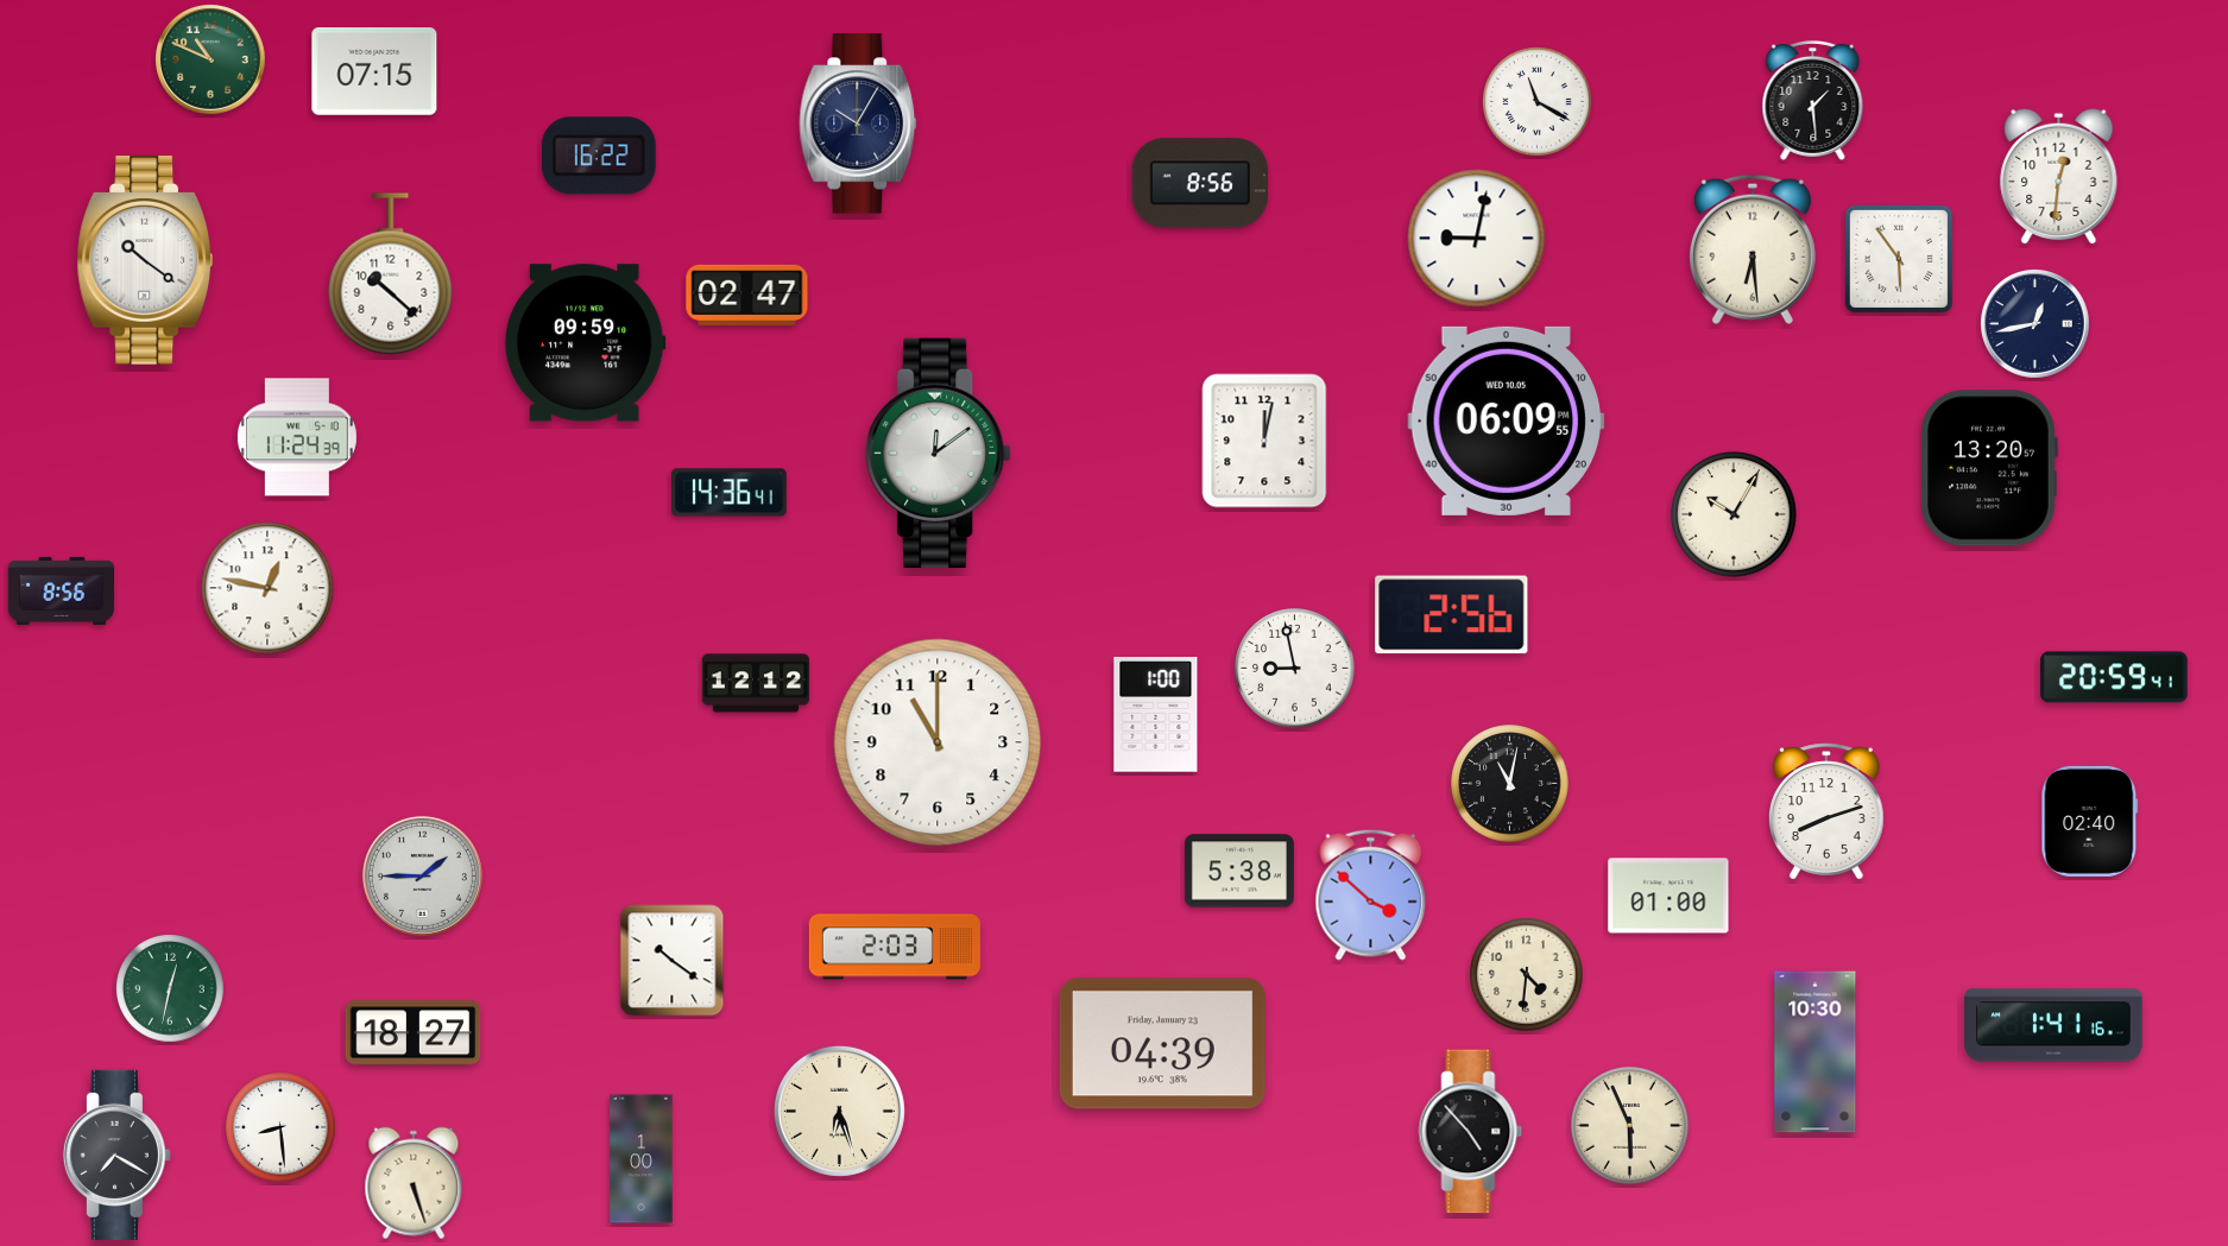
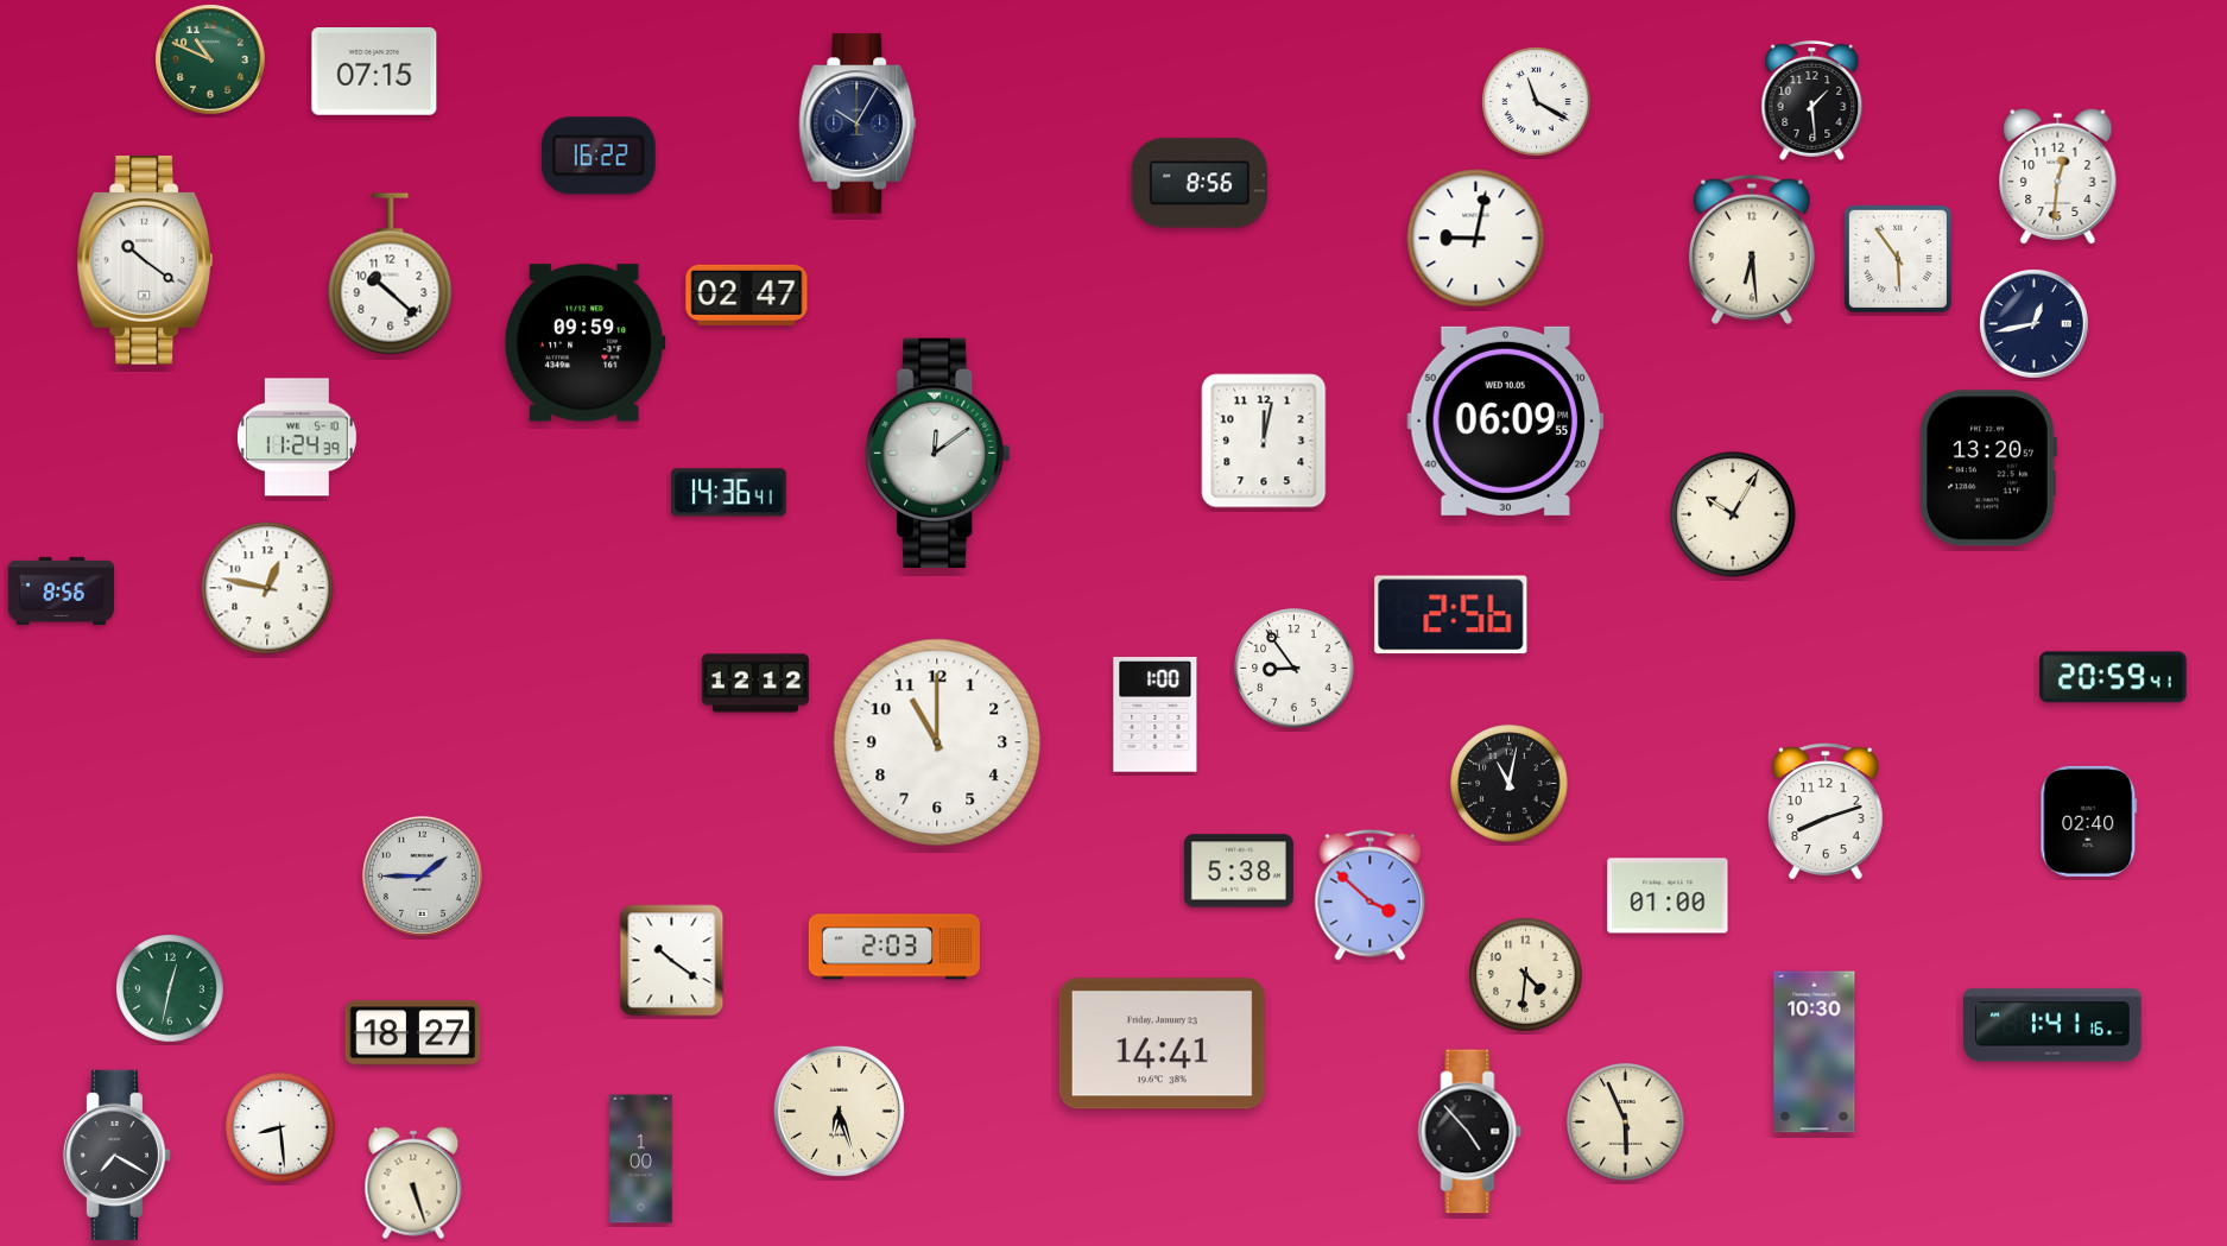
clock at (1295, 669): 8:58 -> 8:54
clock at (1162, 1044): 04:39 -> 14:41
clock at (1630, 1126) position: (1630, 1126) -> (1626, 1122)
